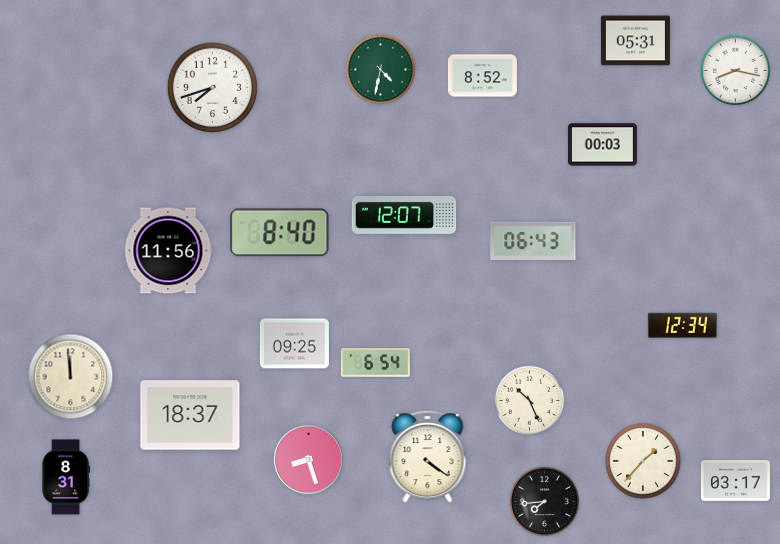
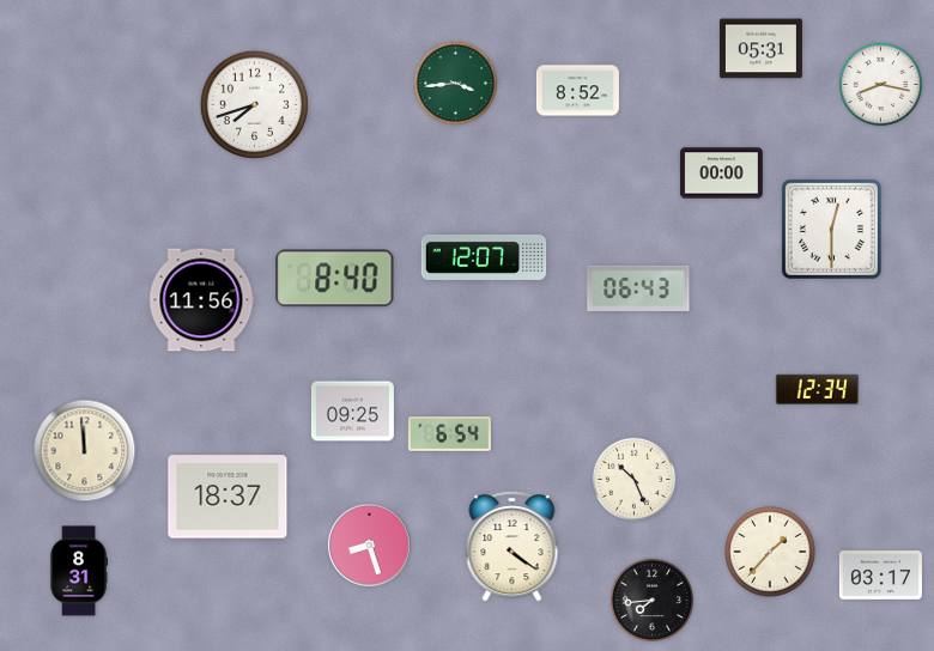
clock at (381, 70): 4:32 -> 3:44
clock at (602, 145): 00:03 -> 00:00
clock at (831, 229): none -> 12:30
clock at (309, 460) position: (309, 460) -> (370, 546)
